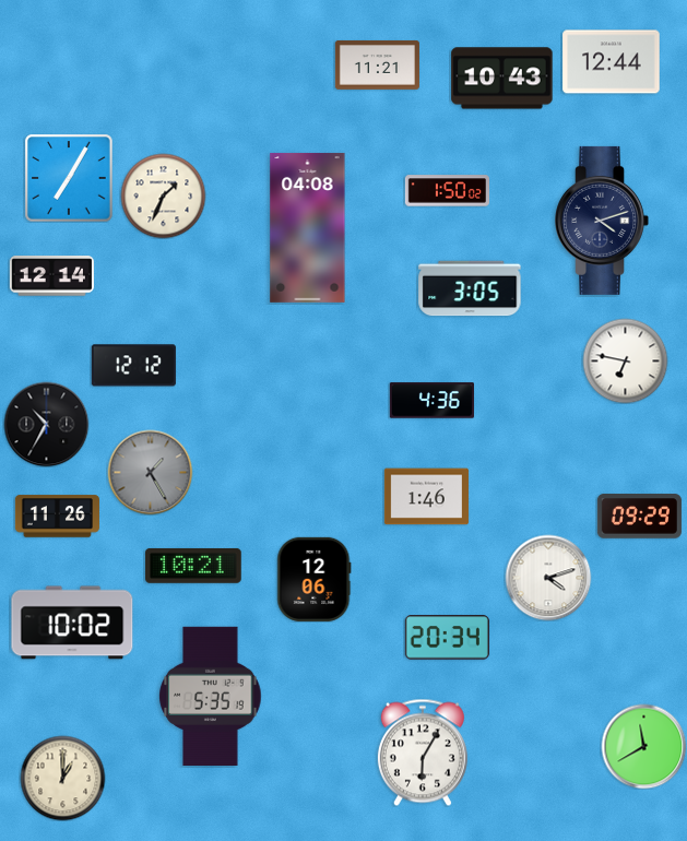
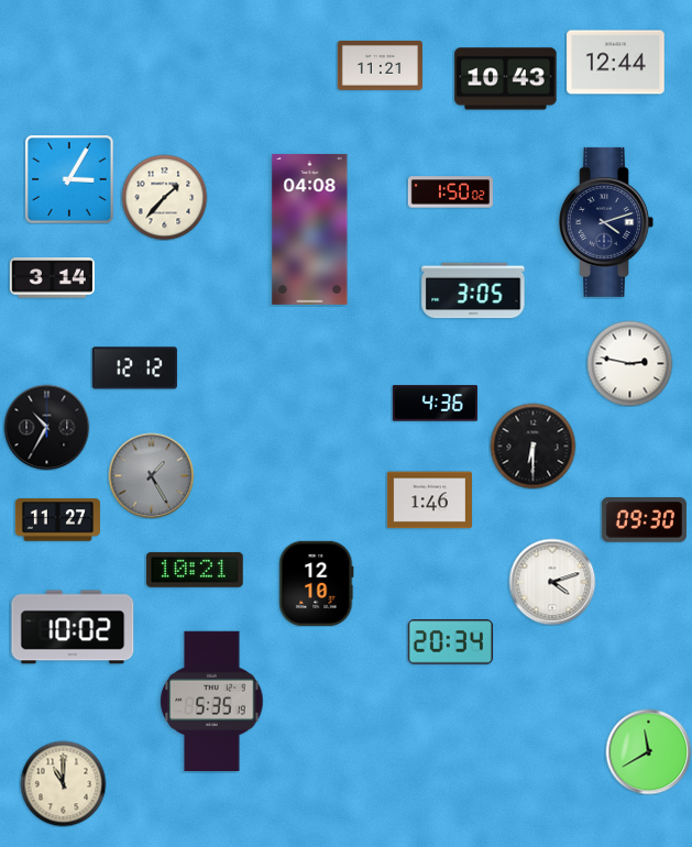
clock at (69, 178): 7:05 -> 3:05
clock at (163, 196): 1:34 -> 1:37
clock at (51, 276): 12:14 -> 3:14
clock at (625, 360): 6:47 -> 2:47
clock at (532, 446): none -> 6:30
clock at (57, 517): 11:26 -> 11:27
clock at (639, 517): 09:29 -> 09:30
clock at (315, 579): 12:06 -> 12:10
clock at (423, 753): 6:05 -> none
clock at (62, 778): 1:00 -> 11:00
